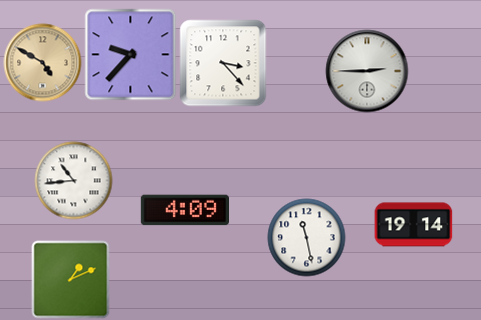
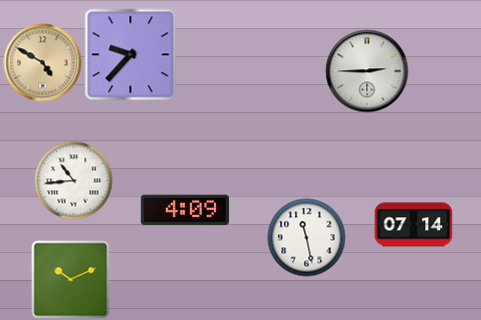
clock at (223, 63): 3:23 -> none
clock at (413, 225): 19:14 -> 07:14
clock at (70, 279): 1:11 -> 10:11
